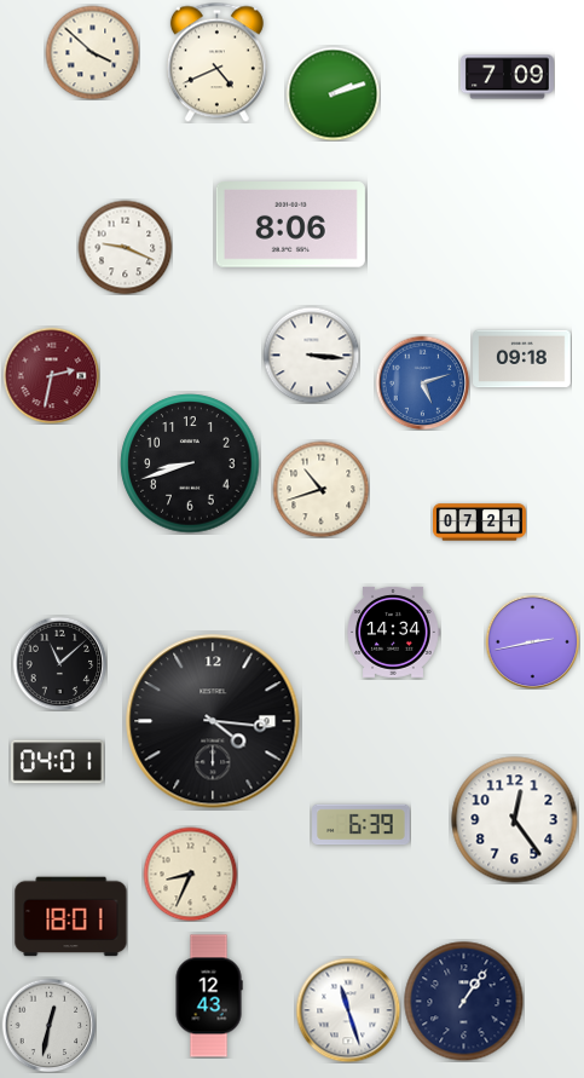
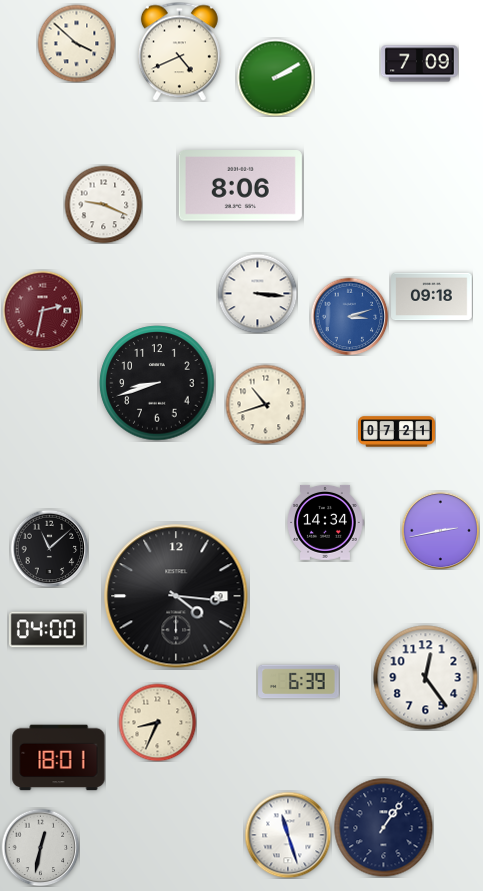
clock at (333, 93): 2:12 -> 2:10
clock at (422, 382): 5:12 -> 3:12
clock at (57, 762): 04:01 -> 04:00
clock at (209, 996): 12:43 -> none
